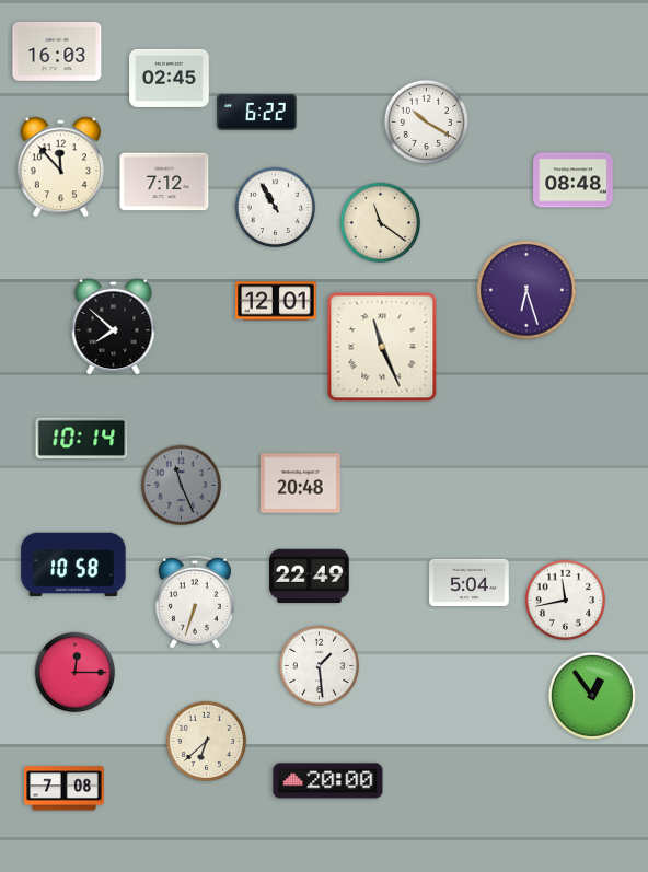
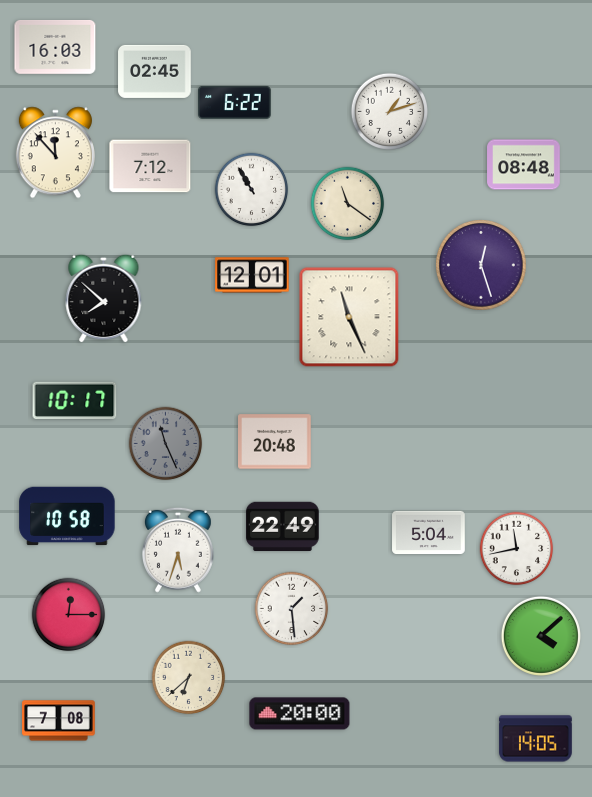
clock at (57, 51) position: (57, 51) -> (55, 47)
clock at (426, 121): 10:20 -> 1:12
clock at (526, 290): 6:27 -> 12:27
clock at (82, 438): 10:14 -> 10:17
clock at (195, 602): 6:33 -> 5:33
clock at (592, 696): 12:54 -> 4:08
clock at (536, 739): none -> 14:05
